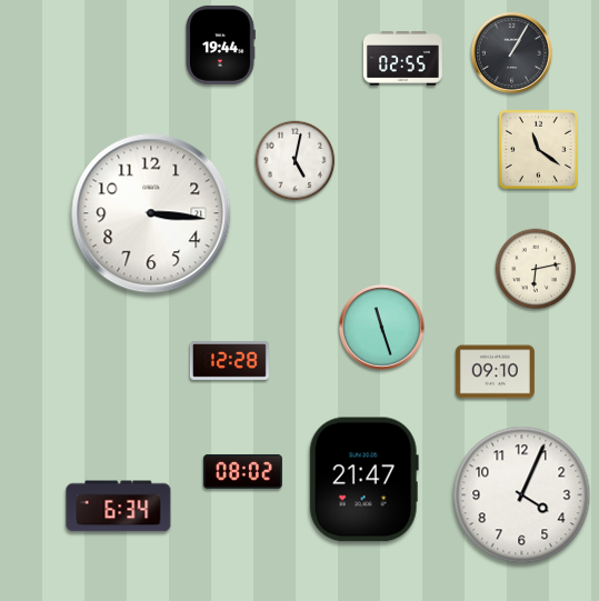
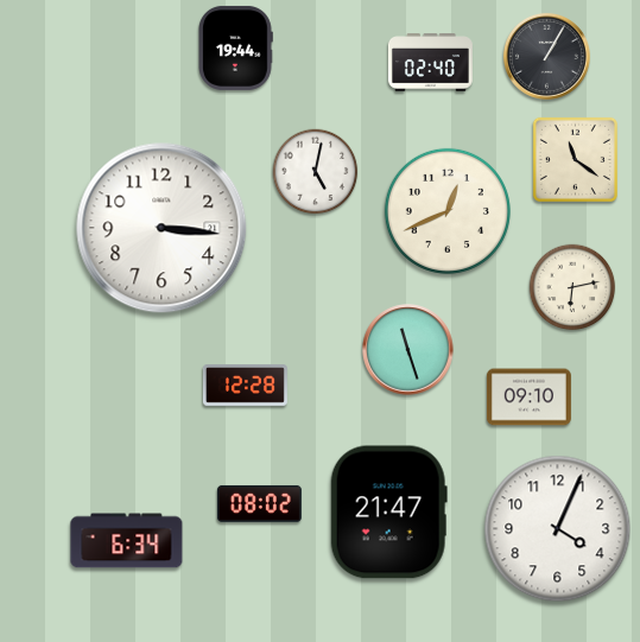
clock at (402, 59): 02:55 -> 02:40
clock at (448, 211): none -> 12:41
